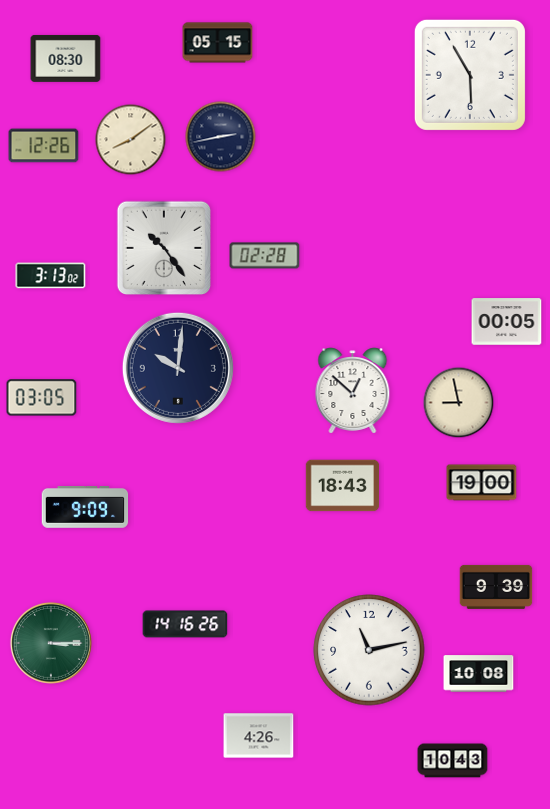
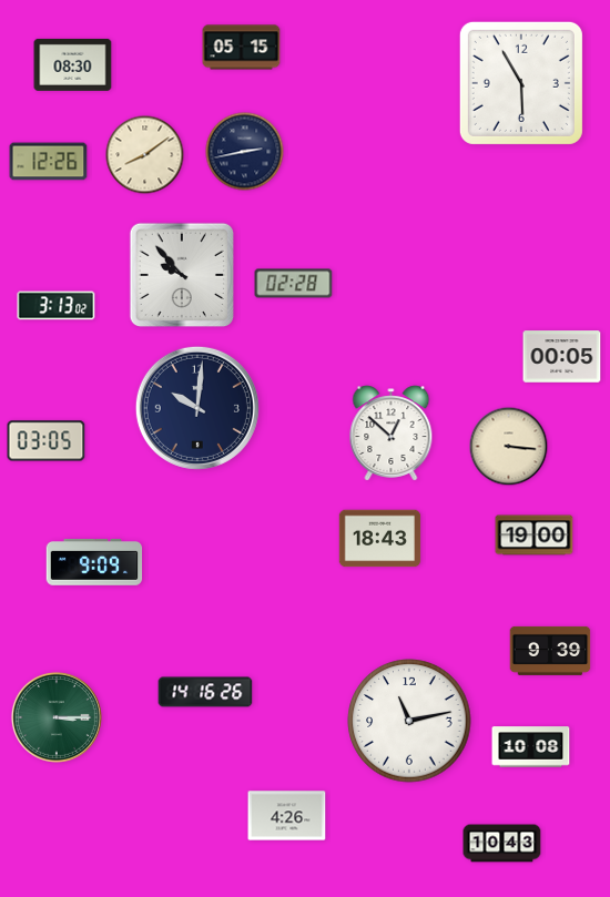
clock at (163, 247): 10:24 -> 9:53
clock at (459, 403): 8:58 -> 3:16
clock at (51, 643) position: (51, 643) -> (57, 717)
